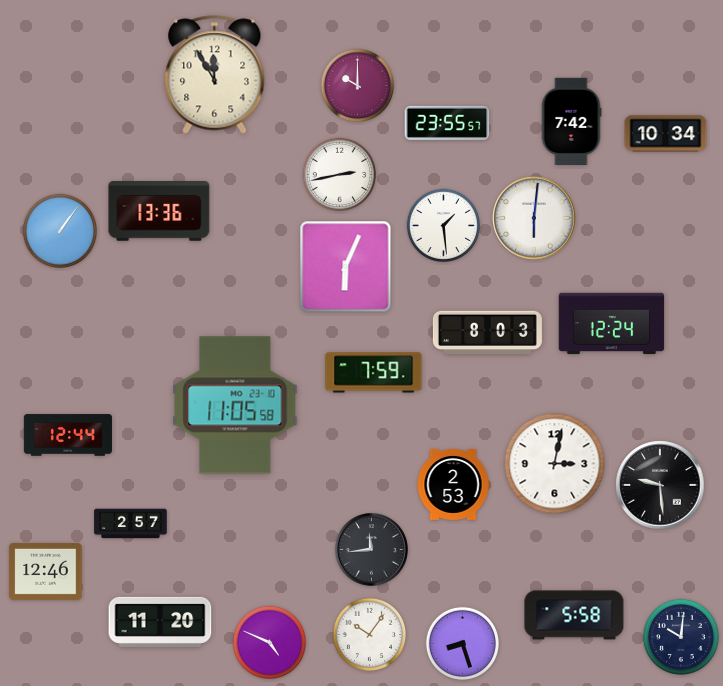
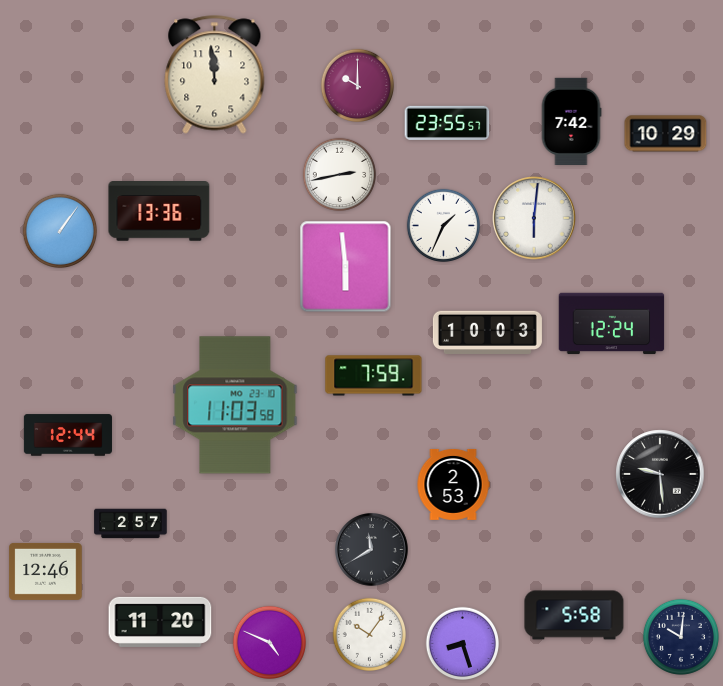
clock at (215, 75): 11:55 -> 11:59
clock at (666, 134): 10:34 -> 10:29
clock at (443, 225): 1:29 -> 1:34
clock at (346, 267): 6:04 -> 5:59
clock at (487, 333): 8:03 -> 10:03
clock at (374, 373) position: (374, 373) -> (374, 376)
clock at (235, 405): 11:05 -> 11:03
clock at (555, 464): 3:02 -> none
clock at (660, 485) position: (660, 485) -> (660, 474)
clock at (372, 550): 11:44 -> 11:40
